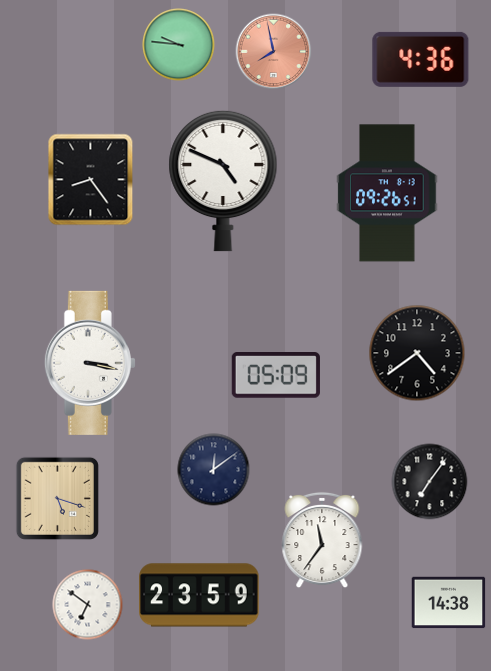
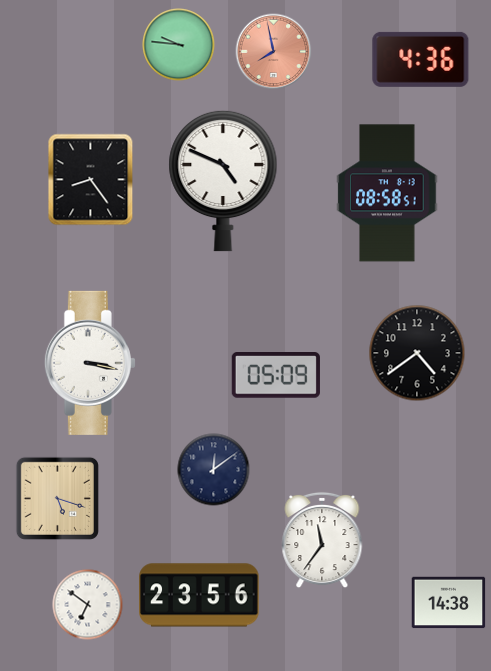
clock at (387, 193): 09:26 -> 08:58
clock at (430, 482): 7:06 -> none
clock at (199, 595): 23:59 -> 23:56
